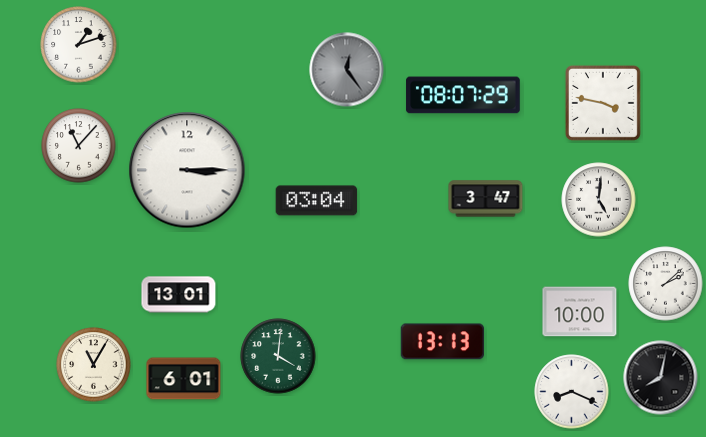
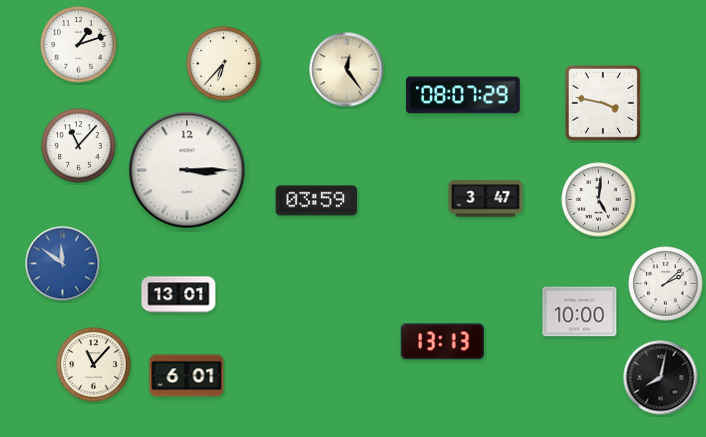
clock at (224, 64): none -> 6:37
clock at (347, 70) dial: grey -> cream
clock at (317, 201): 03:04 -> 03:59
clock at (63, 264): none -> 11:51
clock at (278, 356): 4:01 -> none
clock at (94, 365): 11:05 -> 11:07
clock at (184, 379) position: (184, 379) -> (187, 376)
clock at (572, 392): 8:19 -> none
